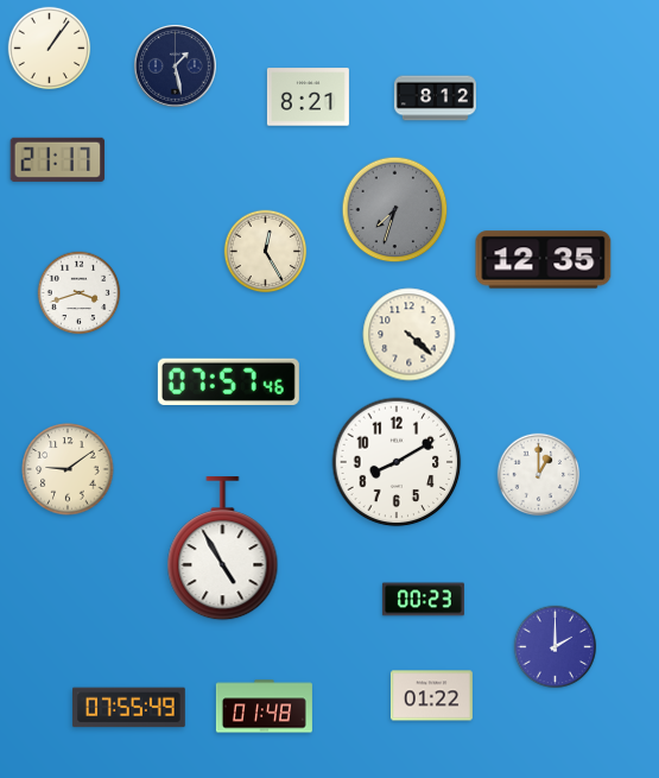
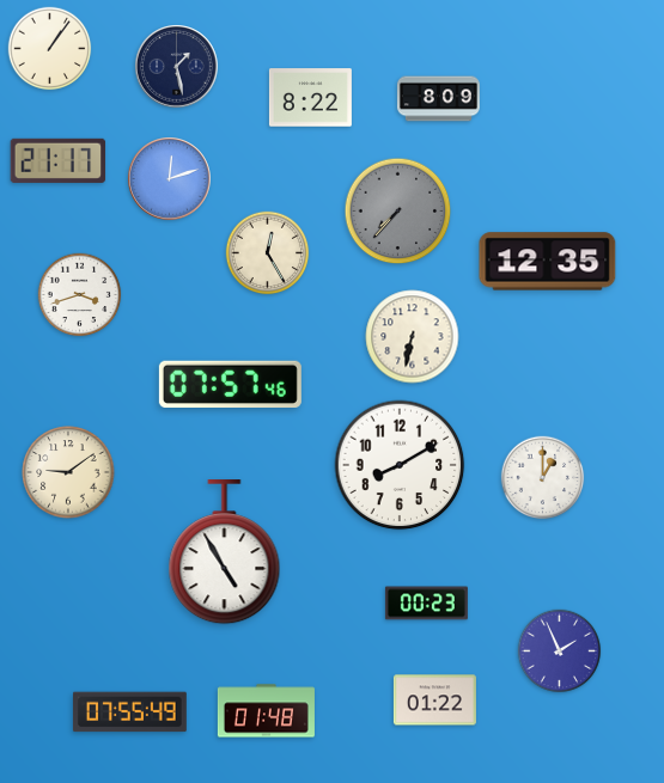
clock at (308, 97): 8:21 -> 8:22
clock at (435, 99): 8:12 -> 8:09
clock at (170, 179): none -> 12:12
clock at (395, 210): 7:33 -> 7:37
clock at (410, 335): 4:22 -> 6:32
clock at (556, 647): 2:00 -> 1:56
